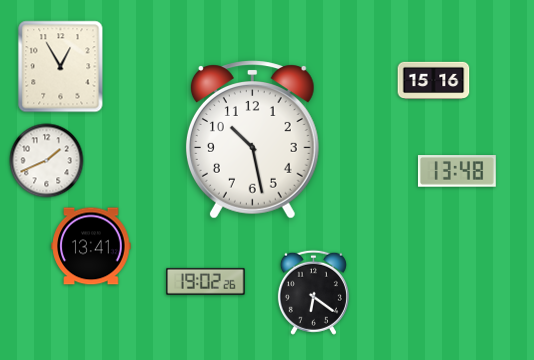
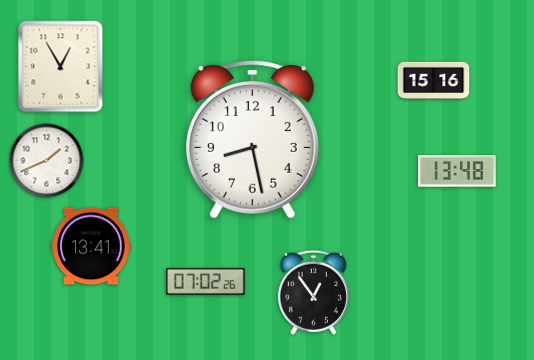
clock at (252, 140): 10:28 -> 8:28
clock at (206, 281): 19:02 -> 07:02
clock at (313, 292): 6:21 -> 12:54
